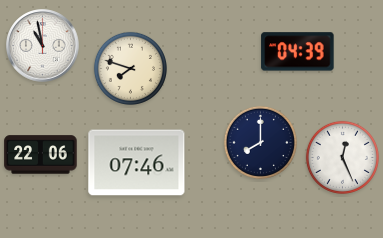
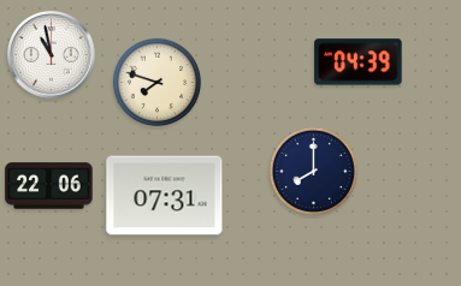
clock at (342, 157): 12:26 -> none
clock at (137, 163): 07:46 -> 07:31
